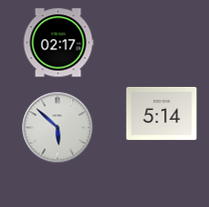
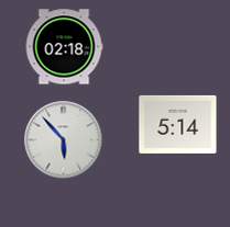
clock at (58, 43): 02:17 -> 02:18
clock at (58, 128): 5:52 -> 5:53
